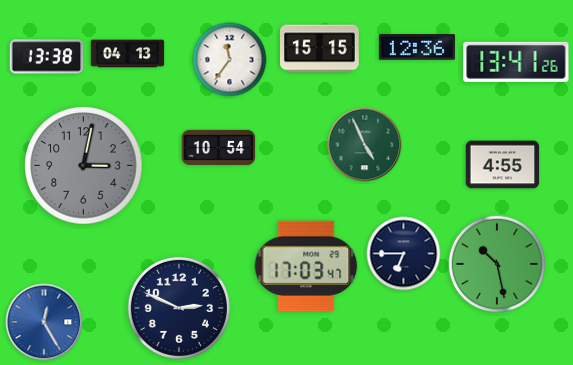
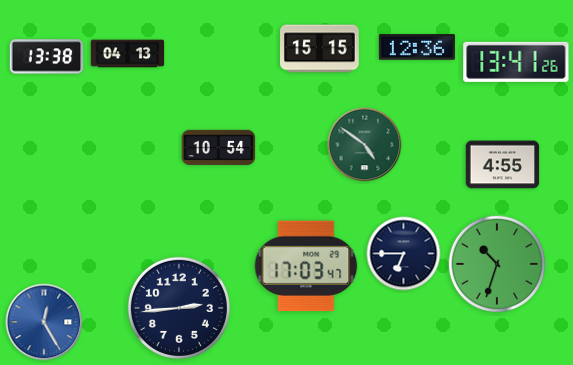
clock at (230, 60): 11:36 -> none
clock at (365, 145): 4:56 -> 4:51
clock at (84, 166): 3:02 -> none
clock at (496, 263): 10:28 -> 10:33
clock at (179, 308): 2:49 -> 2:44
